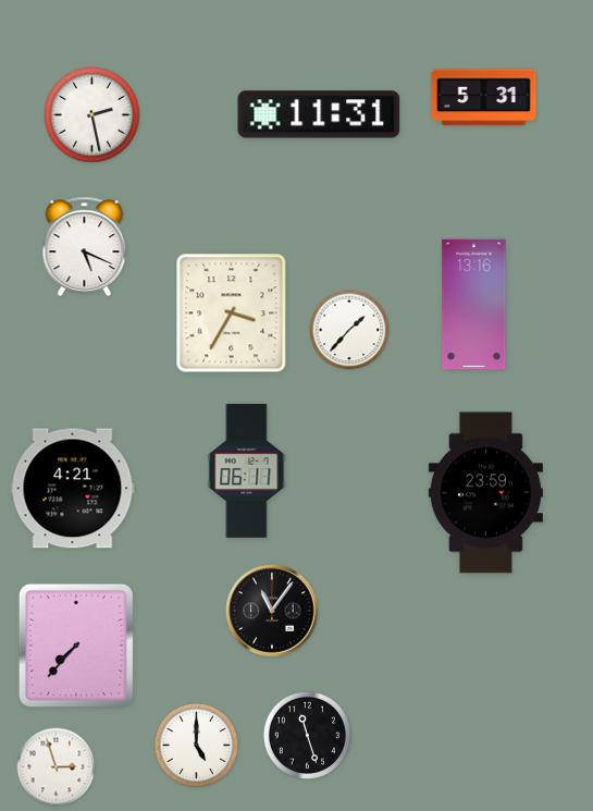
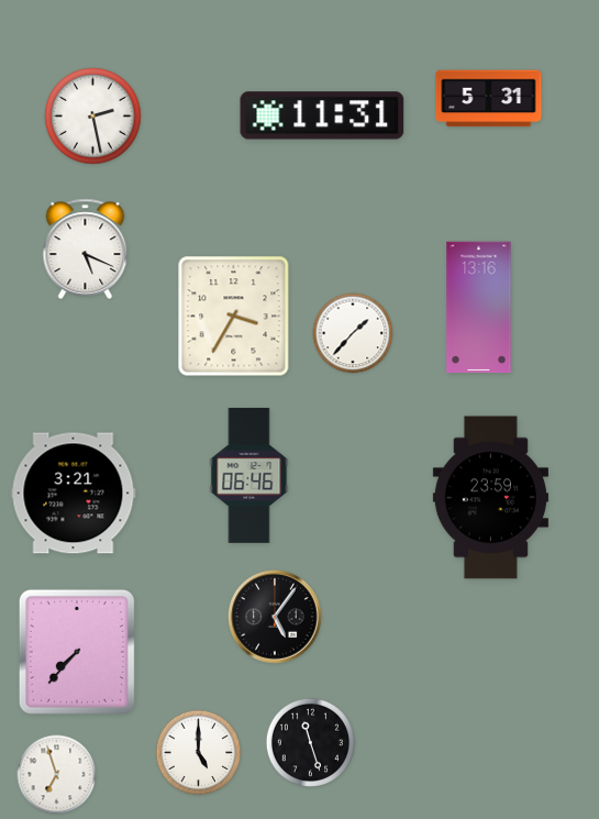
clock at (247, 470): 06:11 -> 06:46
clock at (73, 489): 4:21 -> 3:21
clock at (272, 611): 11:06 -> 5:06
clock at (57, 767): 2:57 -> 6:57
